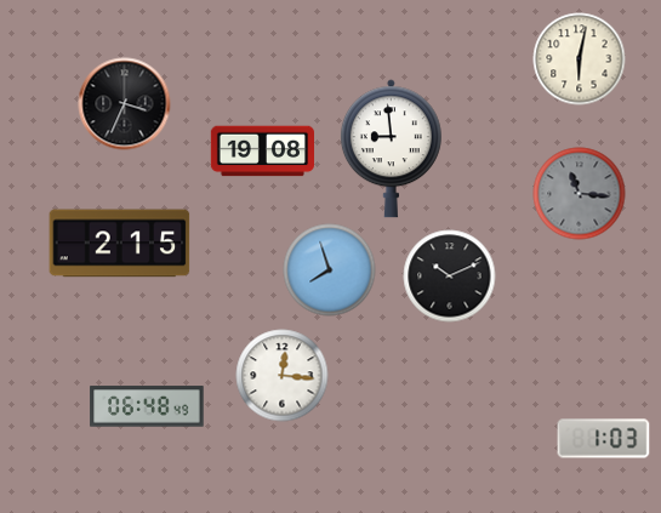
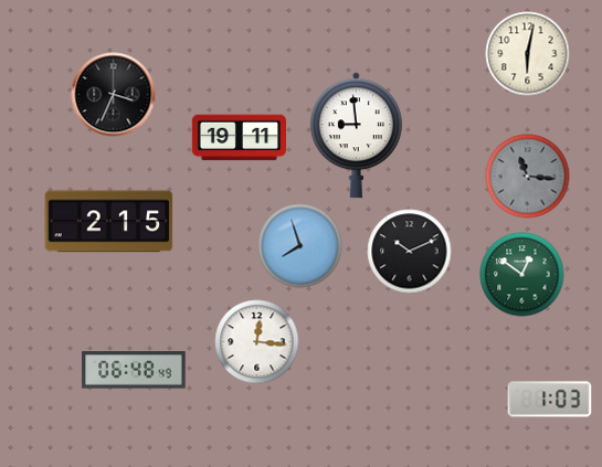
clock at (262, 152): 19:08 -> 19:11
clock at (522, 275): none -> 12:51
